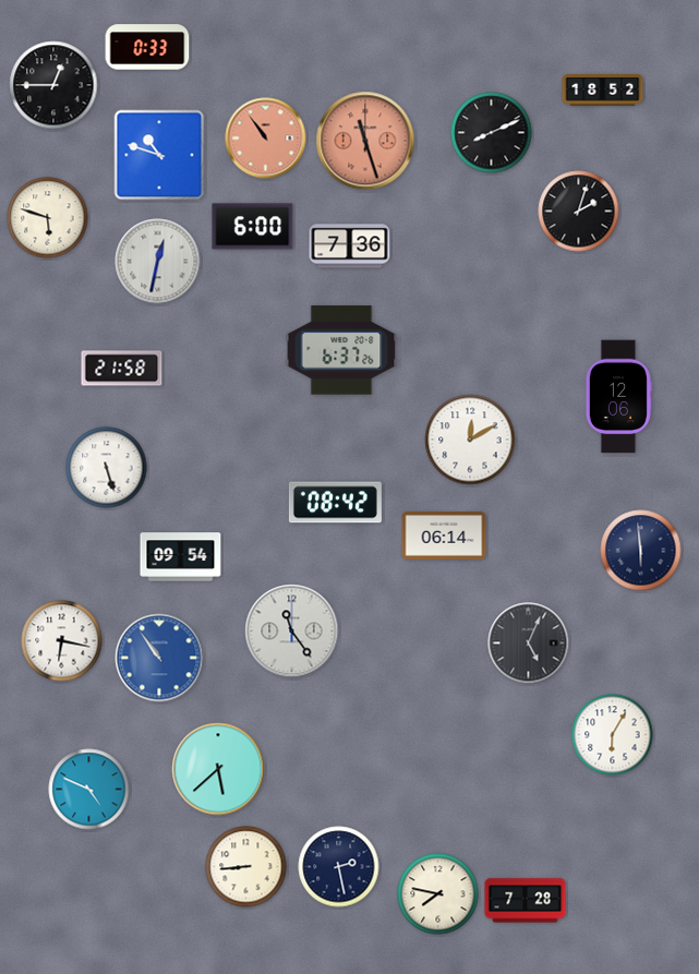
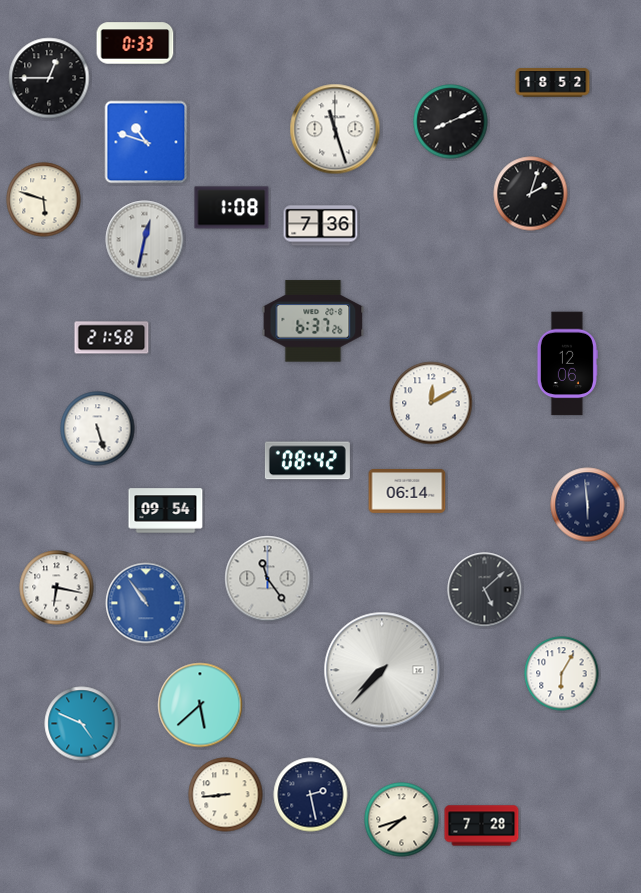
clock at (266, 139): 10:54 -> none
clock at (365, 141) dial: salmon -> white
clock at (253, 227): 6:00 -> 1:08
clock at (529, 644): 5:04 -> 5:08
clock at (382, 670): none -> 7:37
clock at (438, 894): 7:47 -> 7:42
